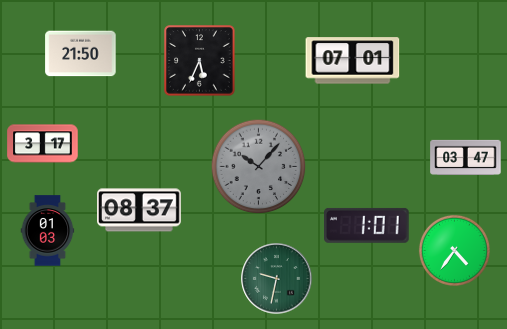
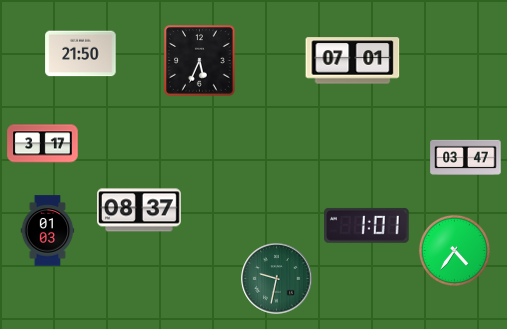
clock at (259, 167): 10:07 -> none
